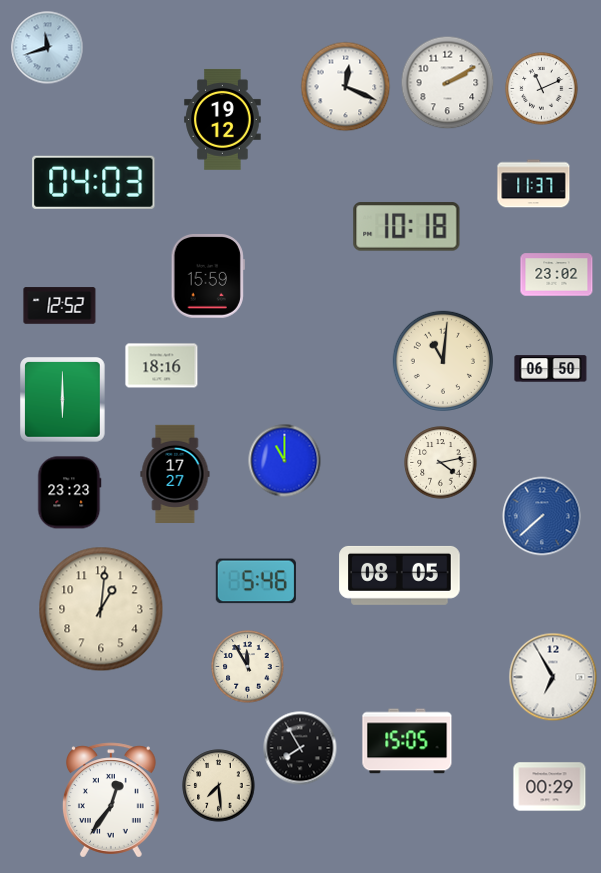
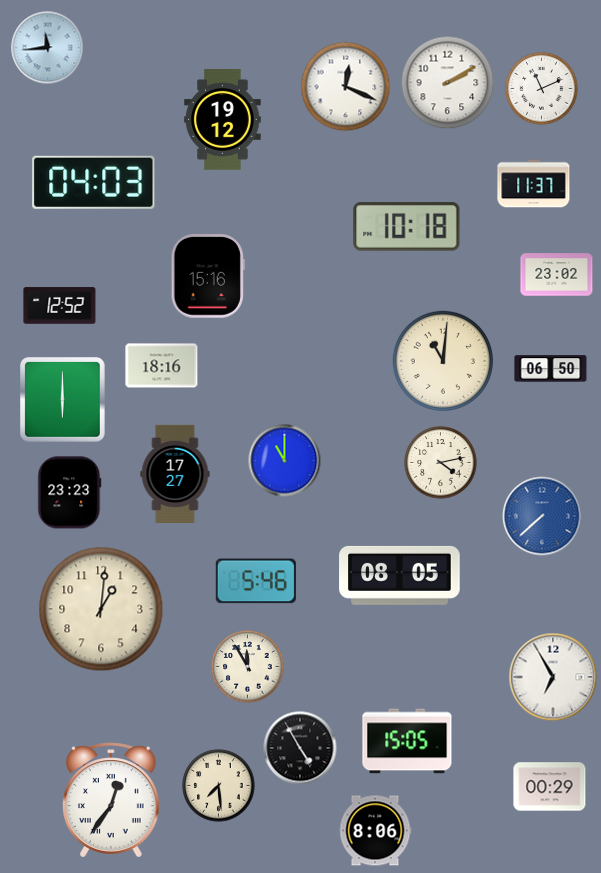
clock at (48, 48): 11:42 -> 11:44
clock at (208, 277): 15:59 -> 15:16
clock at (300, 748): 7:55 -> 4:55
clock at (375, 831): none -> 8:06
